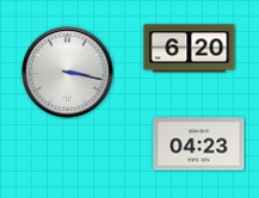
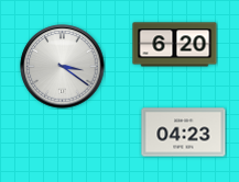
clock at (68, 73): 3:17 -> 3:21
